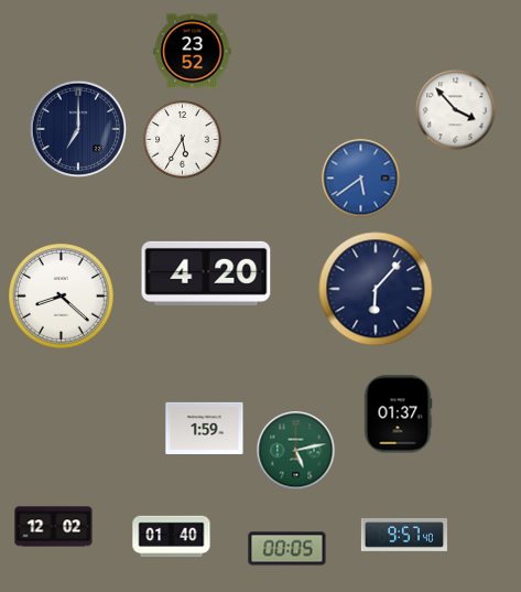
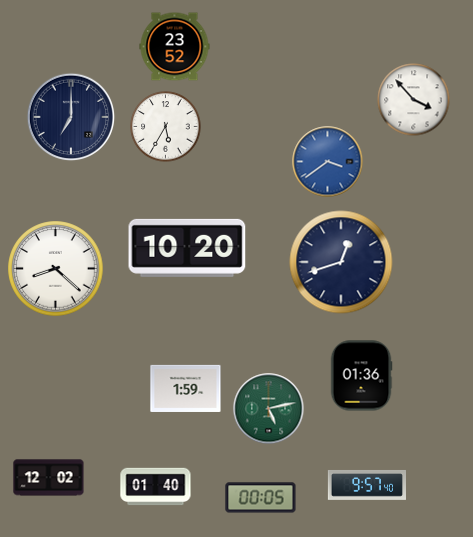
clock at (361, 179): 5:39 -> 3:39
clock at (206, 273): 4:20 -> 10:20
clock at (376, 289): 6:07 -> 12:42
clock at (398, 415): 01:37 -> 01:36
